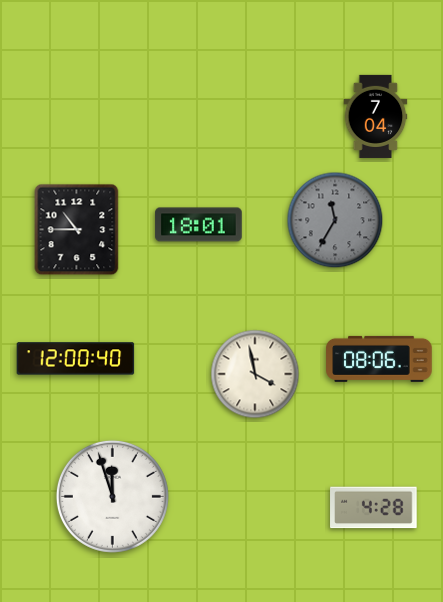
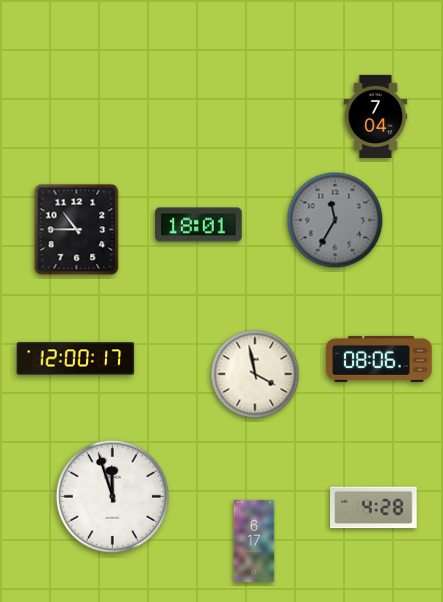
clock at (76, 359): 12:00:40 -> 12:00:17
clock at (254, 541): none -> 6:17
